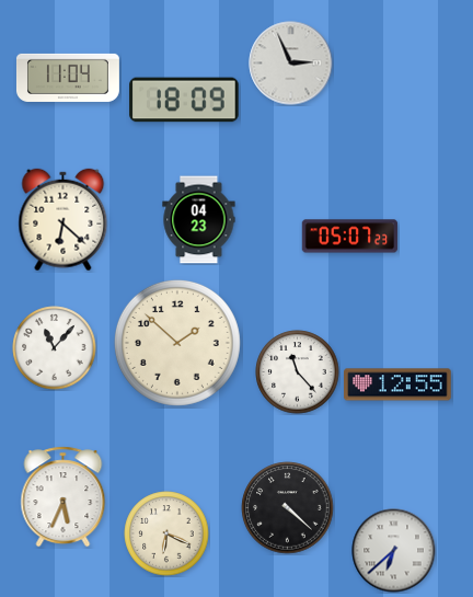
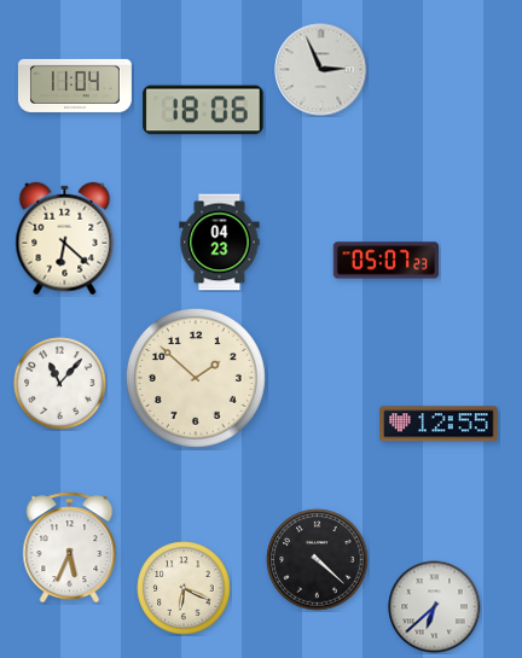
clock at (184, 100): 18:09 -> 18:06
clock at (64, 220) position: (64, 220) -> (65, 239)
clock at (298, 372): 11:23 -> none
